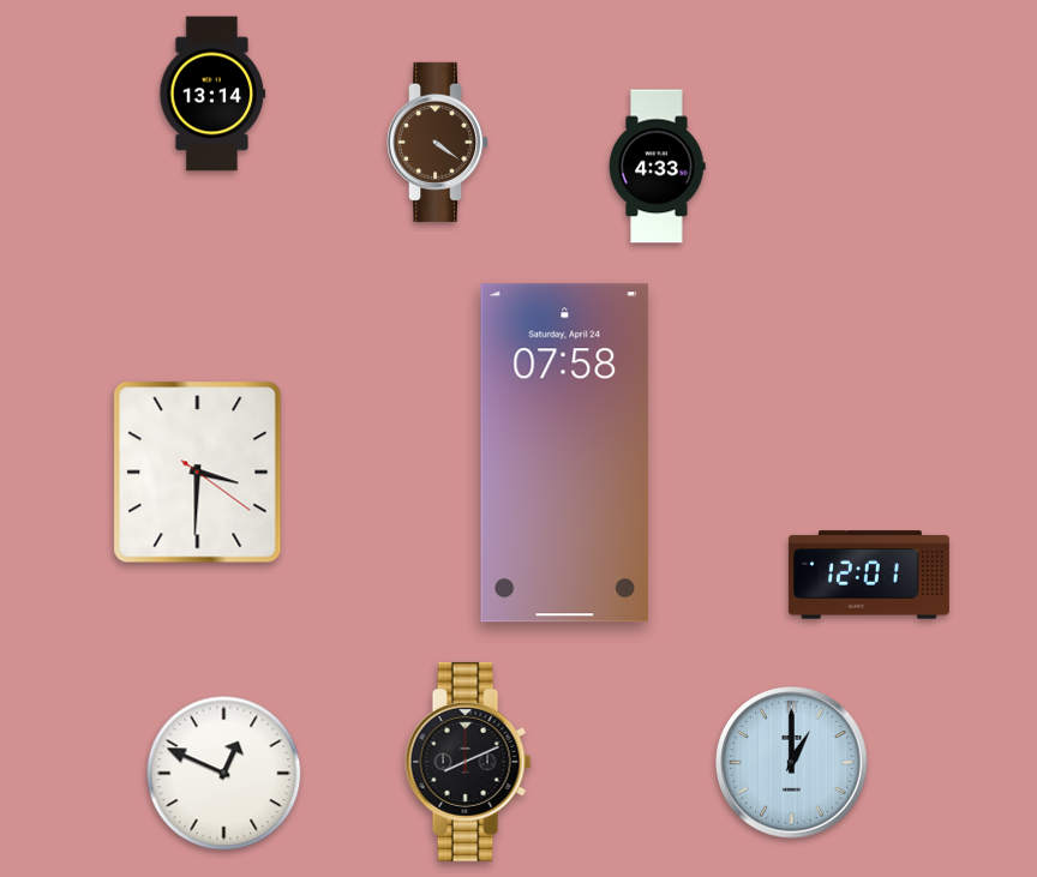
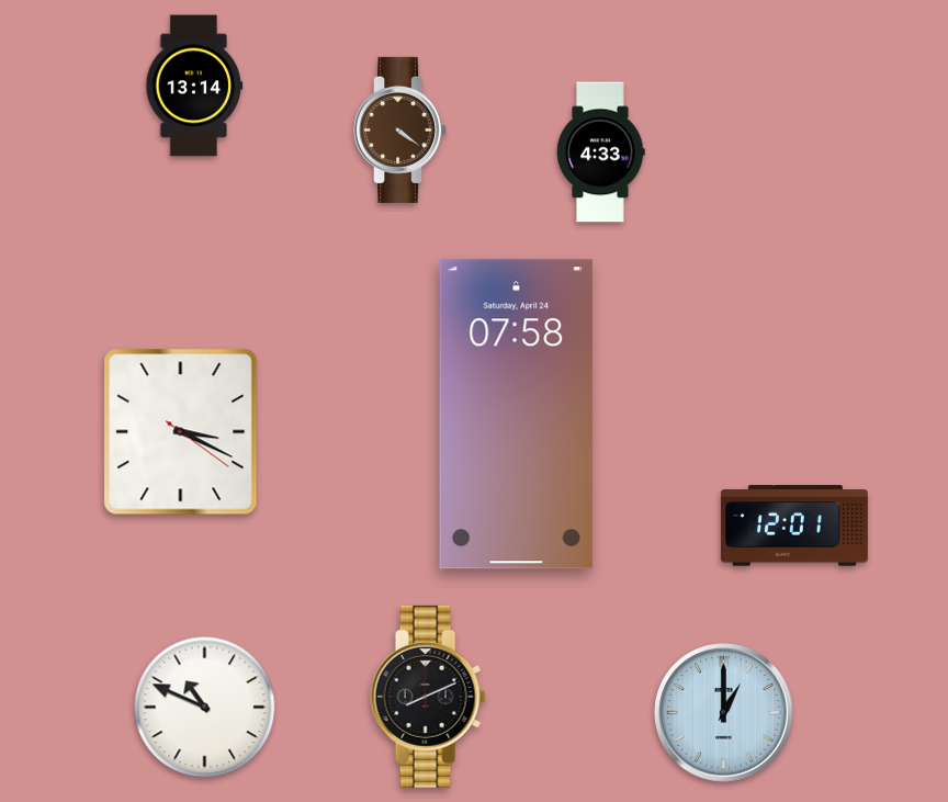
clock at (198, 473): 3:30 -> 3:19
clock at (792, 763) position: (792, 763) -> (724, 713)
clock at (224, 774): 12:49 -> 10:49
